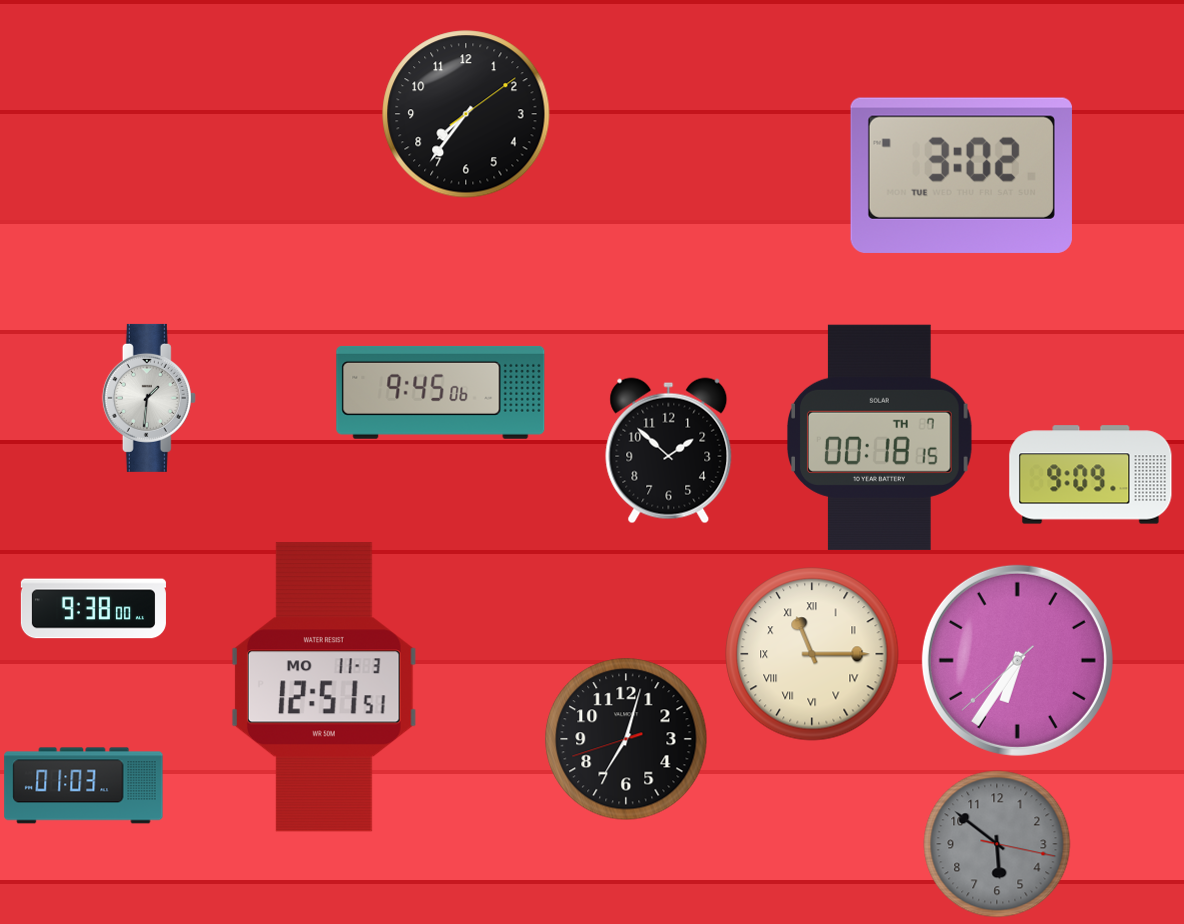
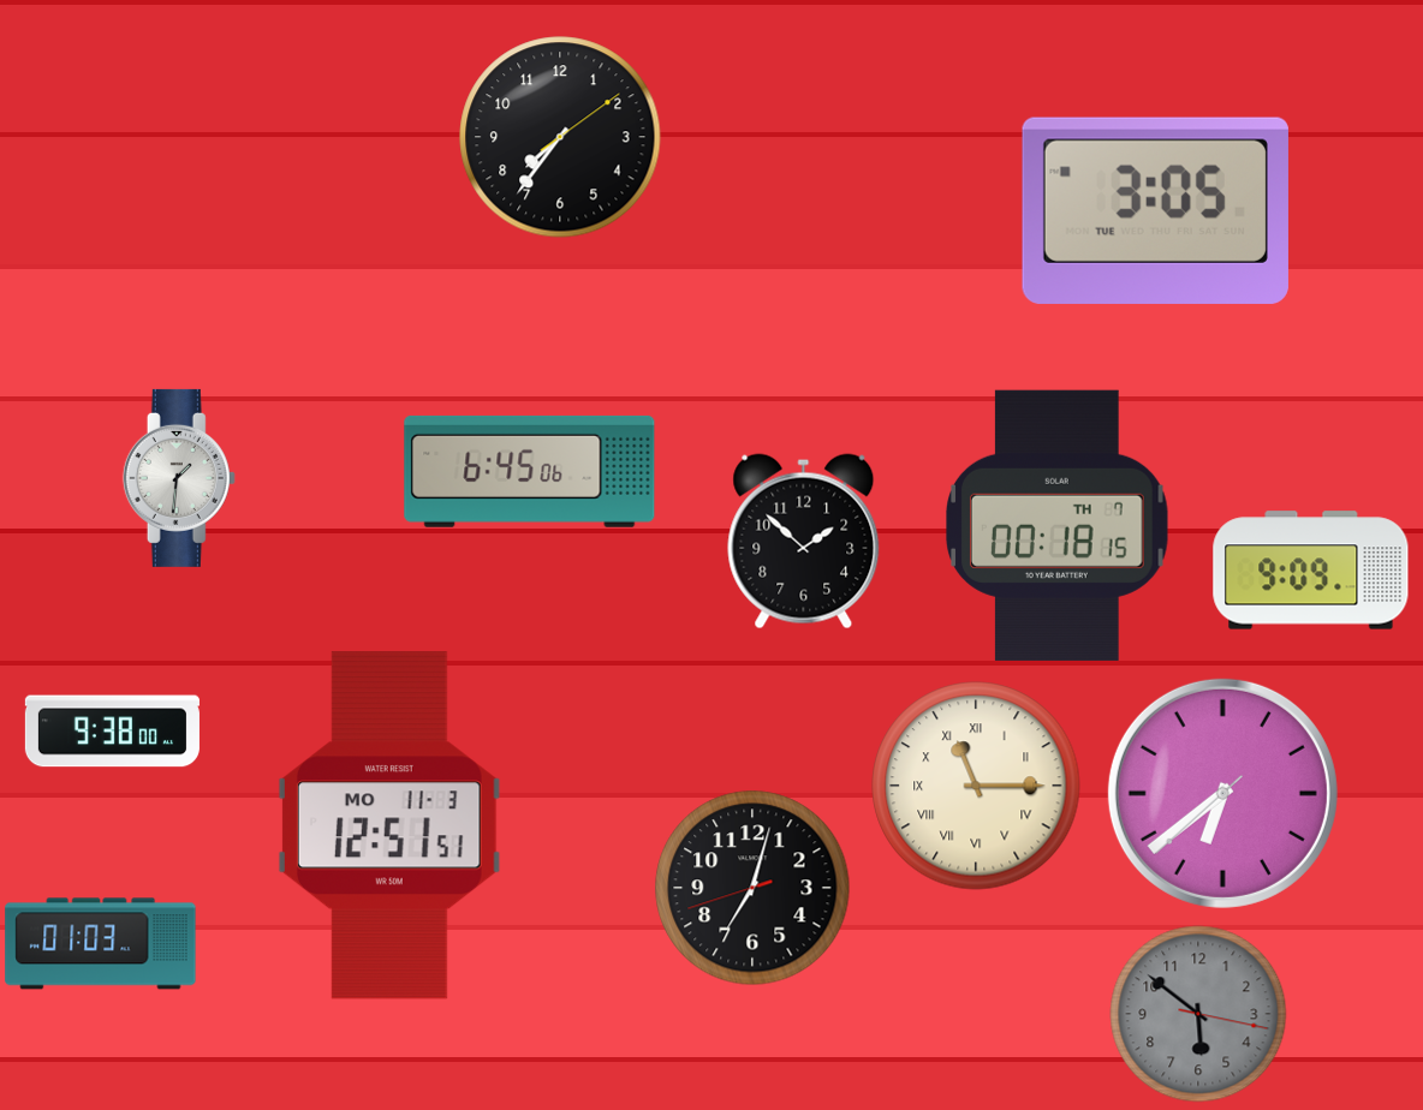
clock at (961, 175): 3:02 -> 3:05
clock at (441, 392): 9:45 -> 6:45
clock at (1017, 660): 6:35 -> 6:38
